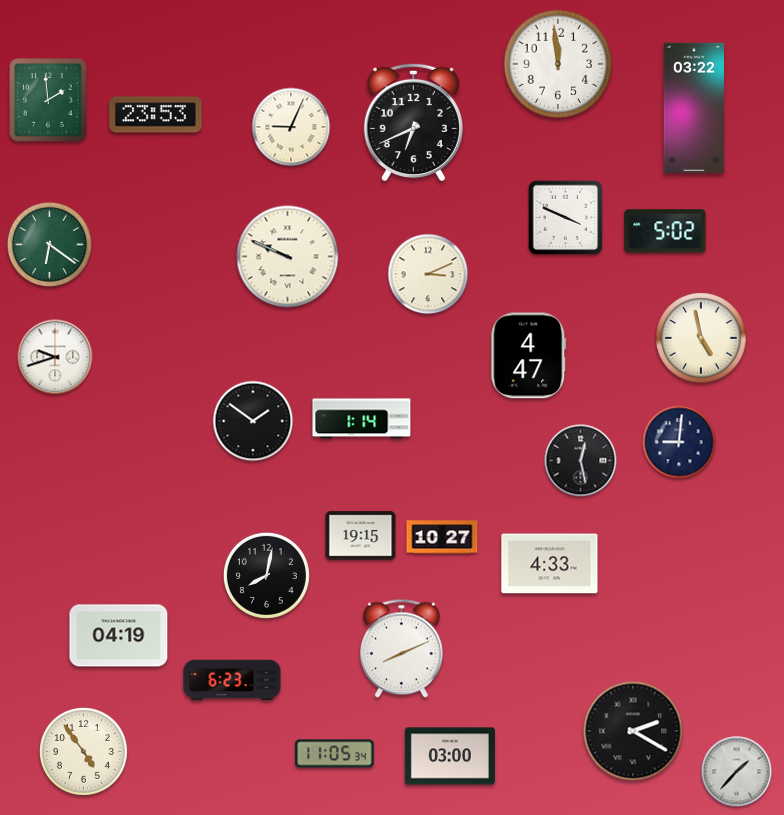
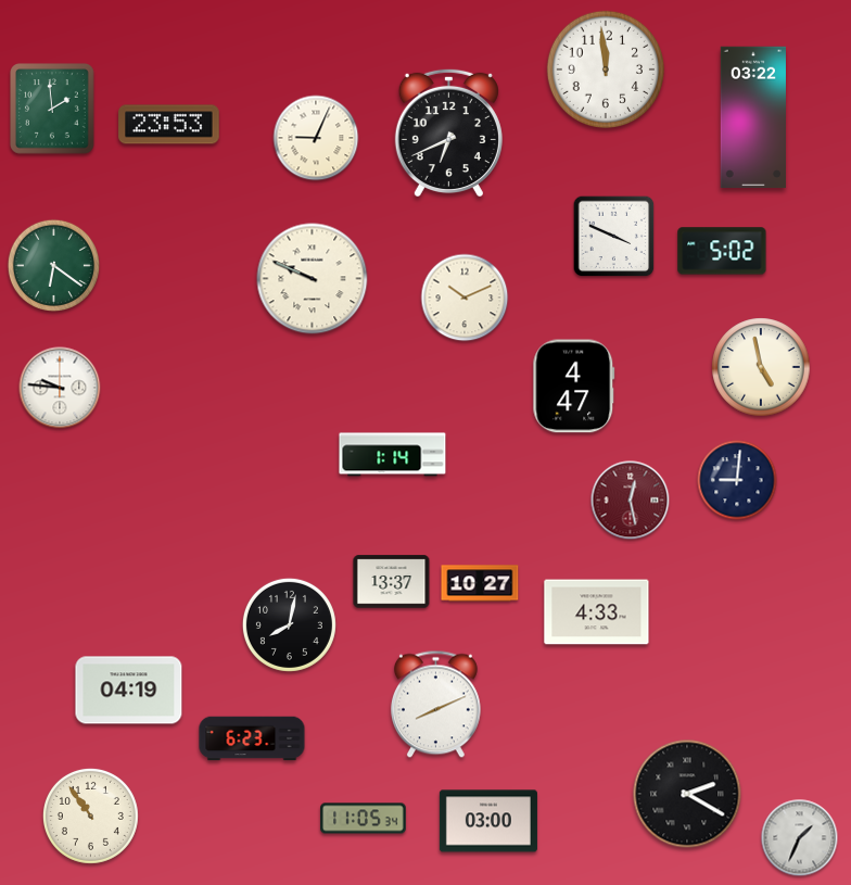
clock at (428, 274): 3:11 -> 10:11
clock at (55, 357): 9:42 -> 9:46
clock at (253, 421): 1:51 -> none
clock at (581, 461) dial: black -> burgundy
clock at (361, 536): 19:15 -> 13:37
clock at (83, 751): 4:54 -> 10:54
clock at (737, 772): 1:37 -> 1:34
